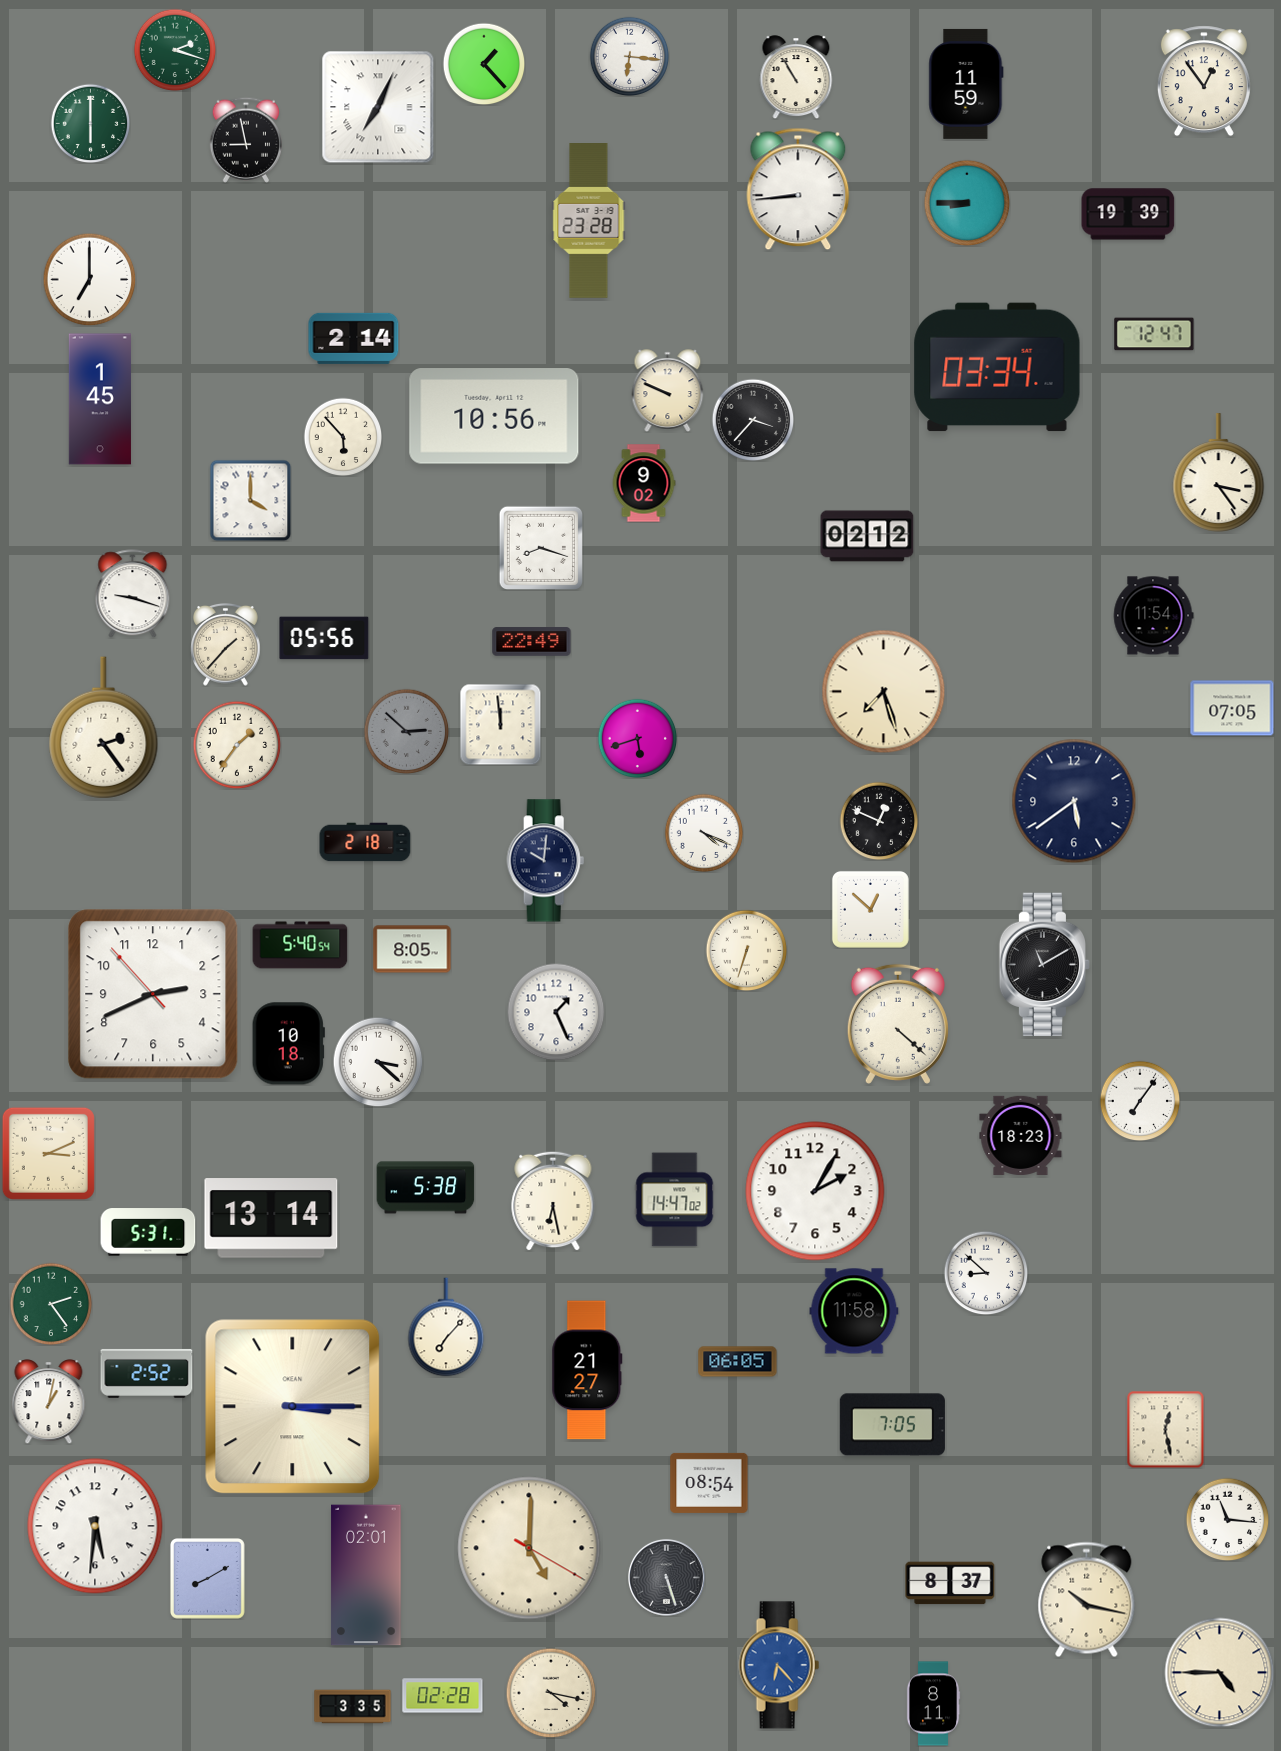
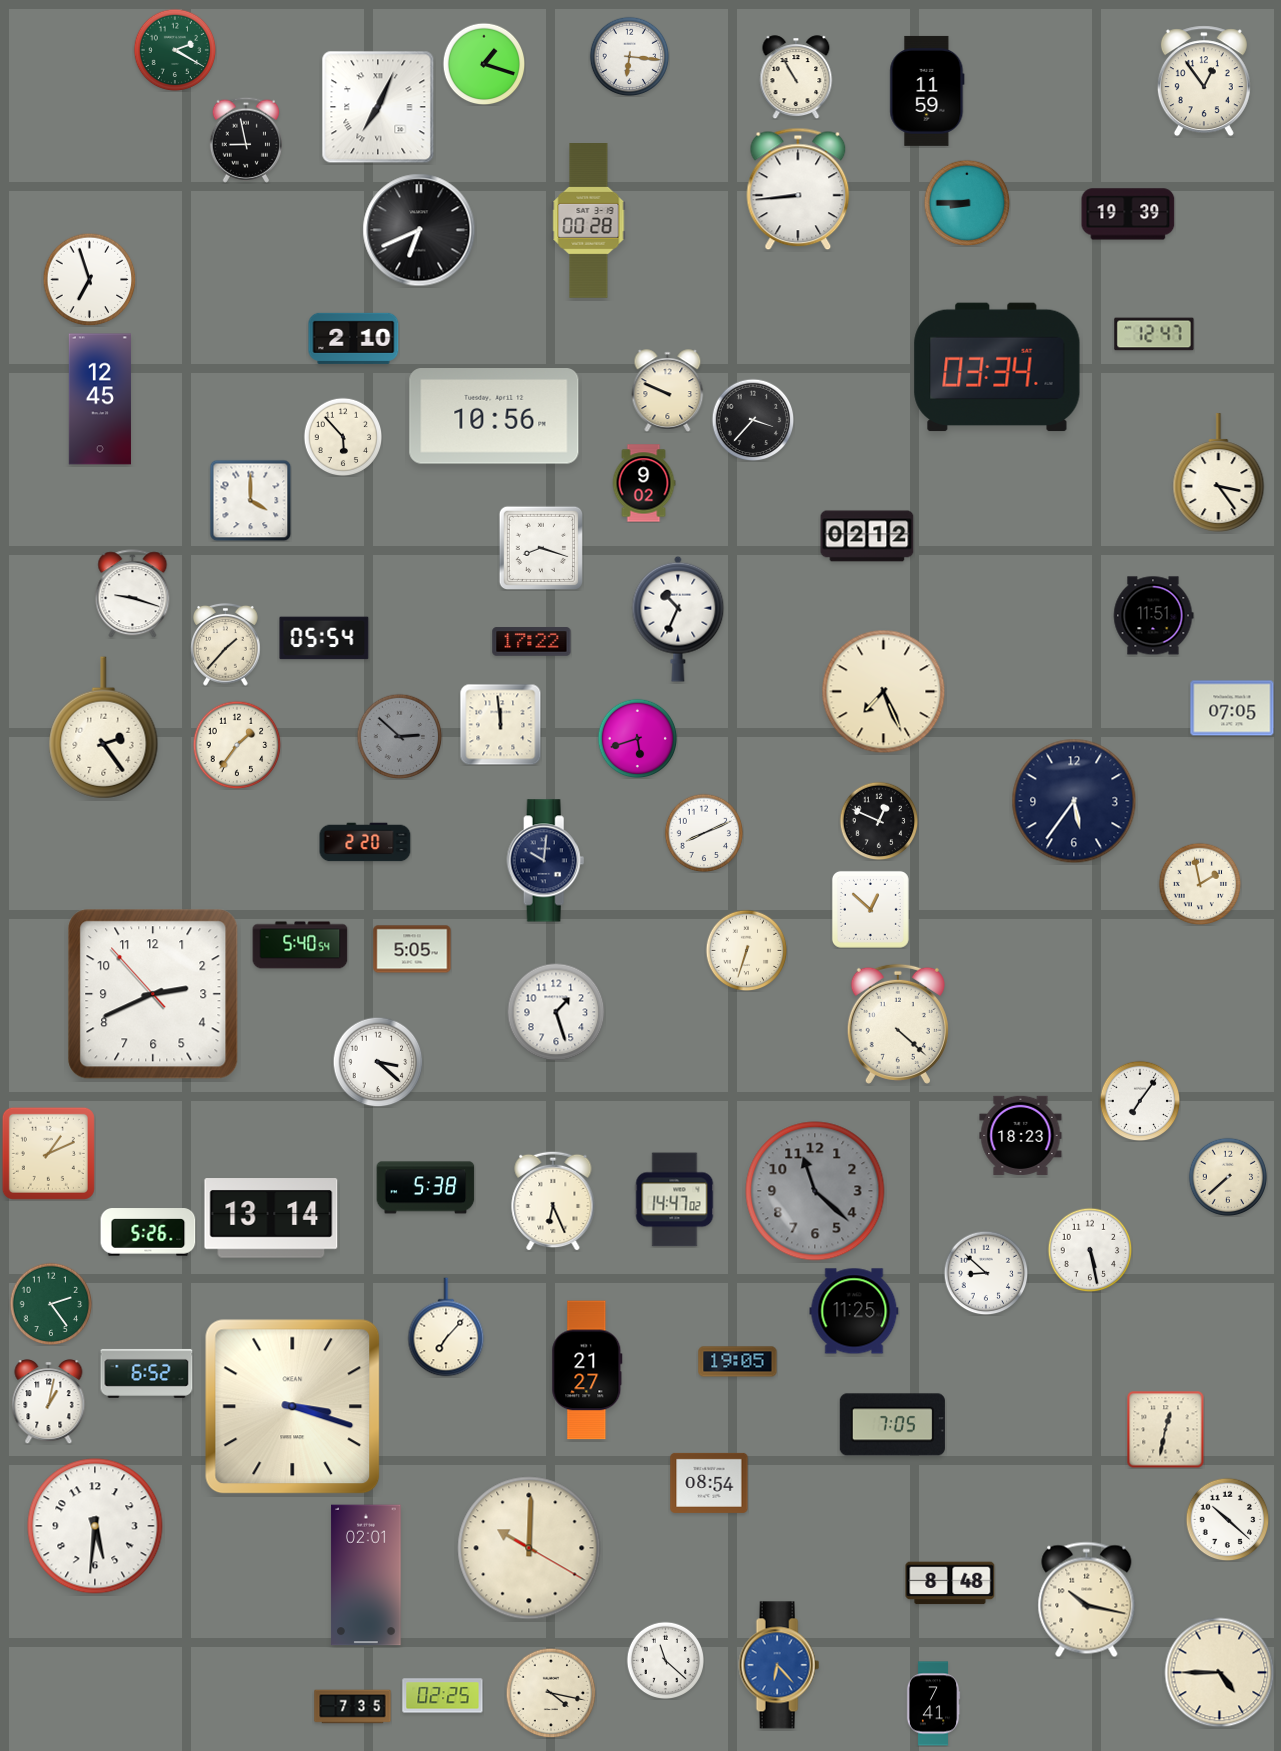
clock at (175, 50): 2:18 -> 2:20
clock at (484, 64): 1:23 -> 1:18
clock at (966, 84) position: (966, 84) -> (927, 91)
clock at (90, 123): 6:00 -> none
clock at (589, 221): 23:28 -> 00:28
clock at (419, 230): none -> 6:41
clock at (89, 279): 7:00 -> 6:57
clock at (354, 338): 2:14 -> 2:10
clock at (100, 399): 1:45 -> 12:45
clock at (1153, 616): 11:54 -> 11:51
clock at (678, 619): none -> 10:34
clock at (324, 638): 05:56 -> 05:54
clock at (532, 642): 22:49 -> 17:22
clock at (884, 692): 7:27 -> 7:26
clock at (406, 731) position: (406, 731) -> (399, 736)
clock at (1074, 801): 5:39 -> 5:36
clock at (704, 833): 4:19 -> 8:11
clock at (365, 842): 2:18 -> 2:20
clock at (1200, 884): none -> 1:58
clock at (412, 949): 8:05 -> 5:05
clock at (1044, 965): 11:10 -> none
clock at (556, 1012): 1:26 -> 1:27
clock at (288, 1044): 10:18 -> none
clock at (48, 1153): 3:11 -> 1:11
clock at (1228, 1177): none -> 7:38
clock at (815, 1191): 2:05 -> 11:22
clock at (815, 1191) dial: white -> grey
clock at (553, 1201): 6:28 -> 6:26
clock at (148, 1232): 5:31 -> 5:26
clock at (1090, 1250): none -> 5:28
clock at (854, 1311): 11:58 -> 11:25
clock at (738, 1362): 06:05 -> 19:05
clock at (147, 1373): 2:52 -> 6:52
clock at (293, 1407): 3:15 -> 3:18
clock at (1165, 1429): 12:28 -> 12:32
clock at (1227, 1519): 11:16 -> 10:22
clock at (529, 1548): 5:00 -> 10:00
clock at (666, 1577): 5:27 -> none
clock at (208, 1579): 8:10 -> none
clock at (950, 1583): 8:37 -> 8:48
clock at (665, 1660): none -> 11:22
clock at (443, 1696): 02:28 -> 02:25
clock at (933, 1704): 8:11 -> 7:41
clock at (353, 1707): 3:35 -> 7:35
